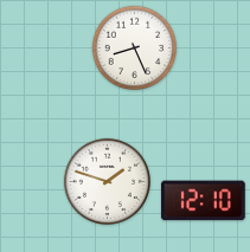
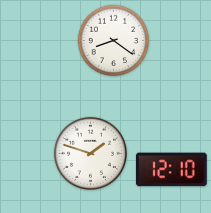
clock at (135, 49): 8:26 -> 8:21
